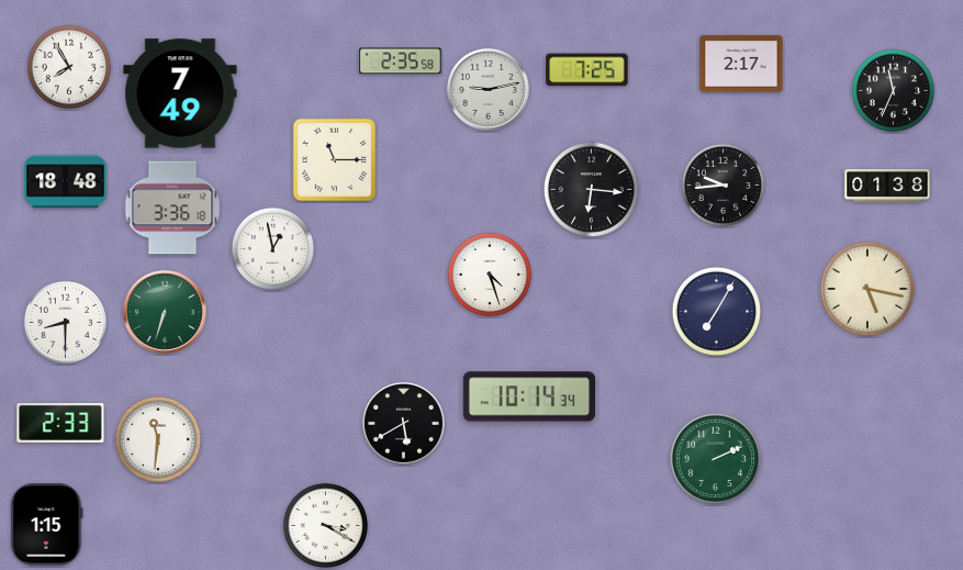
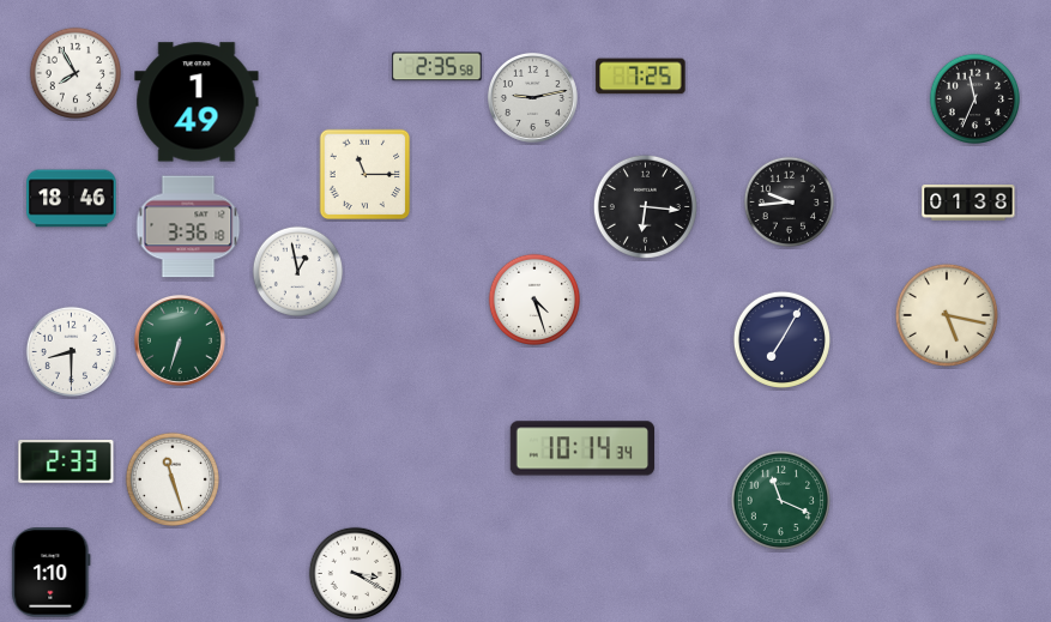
clock at (741, 64): 2:17 -> none
clock at (180, 93): 7:49 -> 1:49
clock at (66, 182): 18:48 -> 18:46
clock at (529, 396) position: (529, 396) -> (582, 448)
clock at (403, 423): 5:40 -> none
clock at (157, 438): 11:31 -> 11:27
clock at (715, 458): 2:11 -> 11:19
clock at (47, 525): 1:15 -> 1:10
